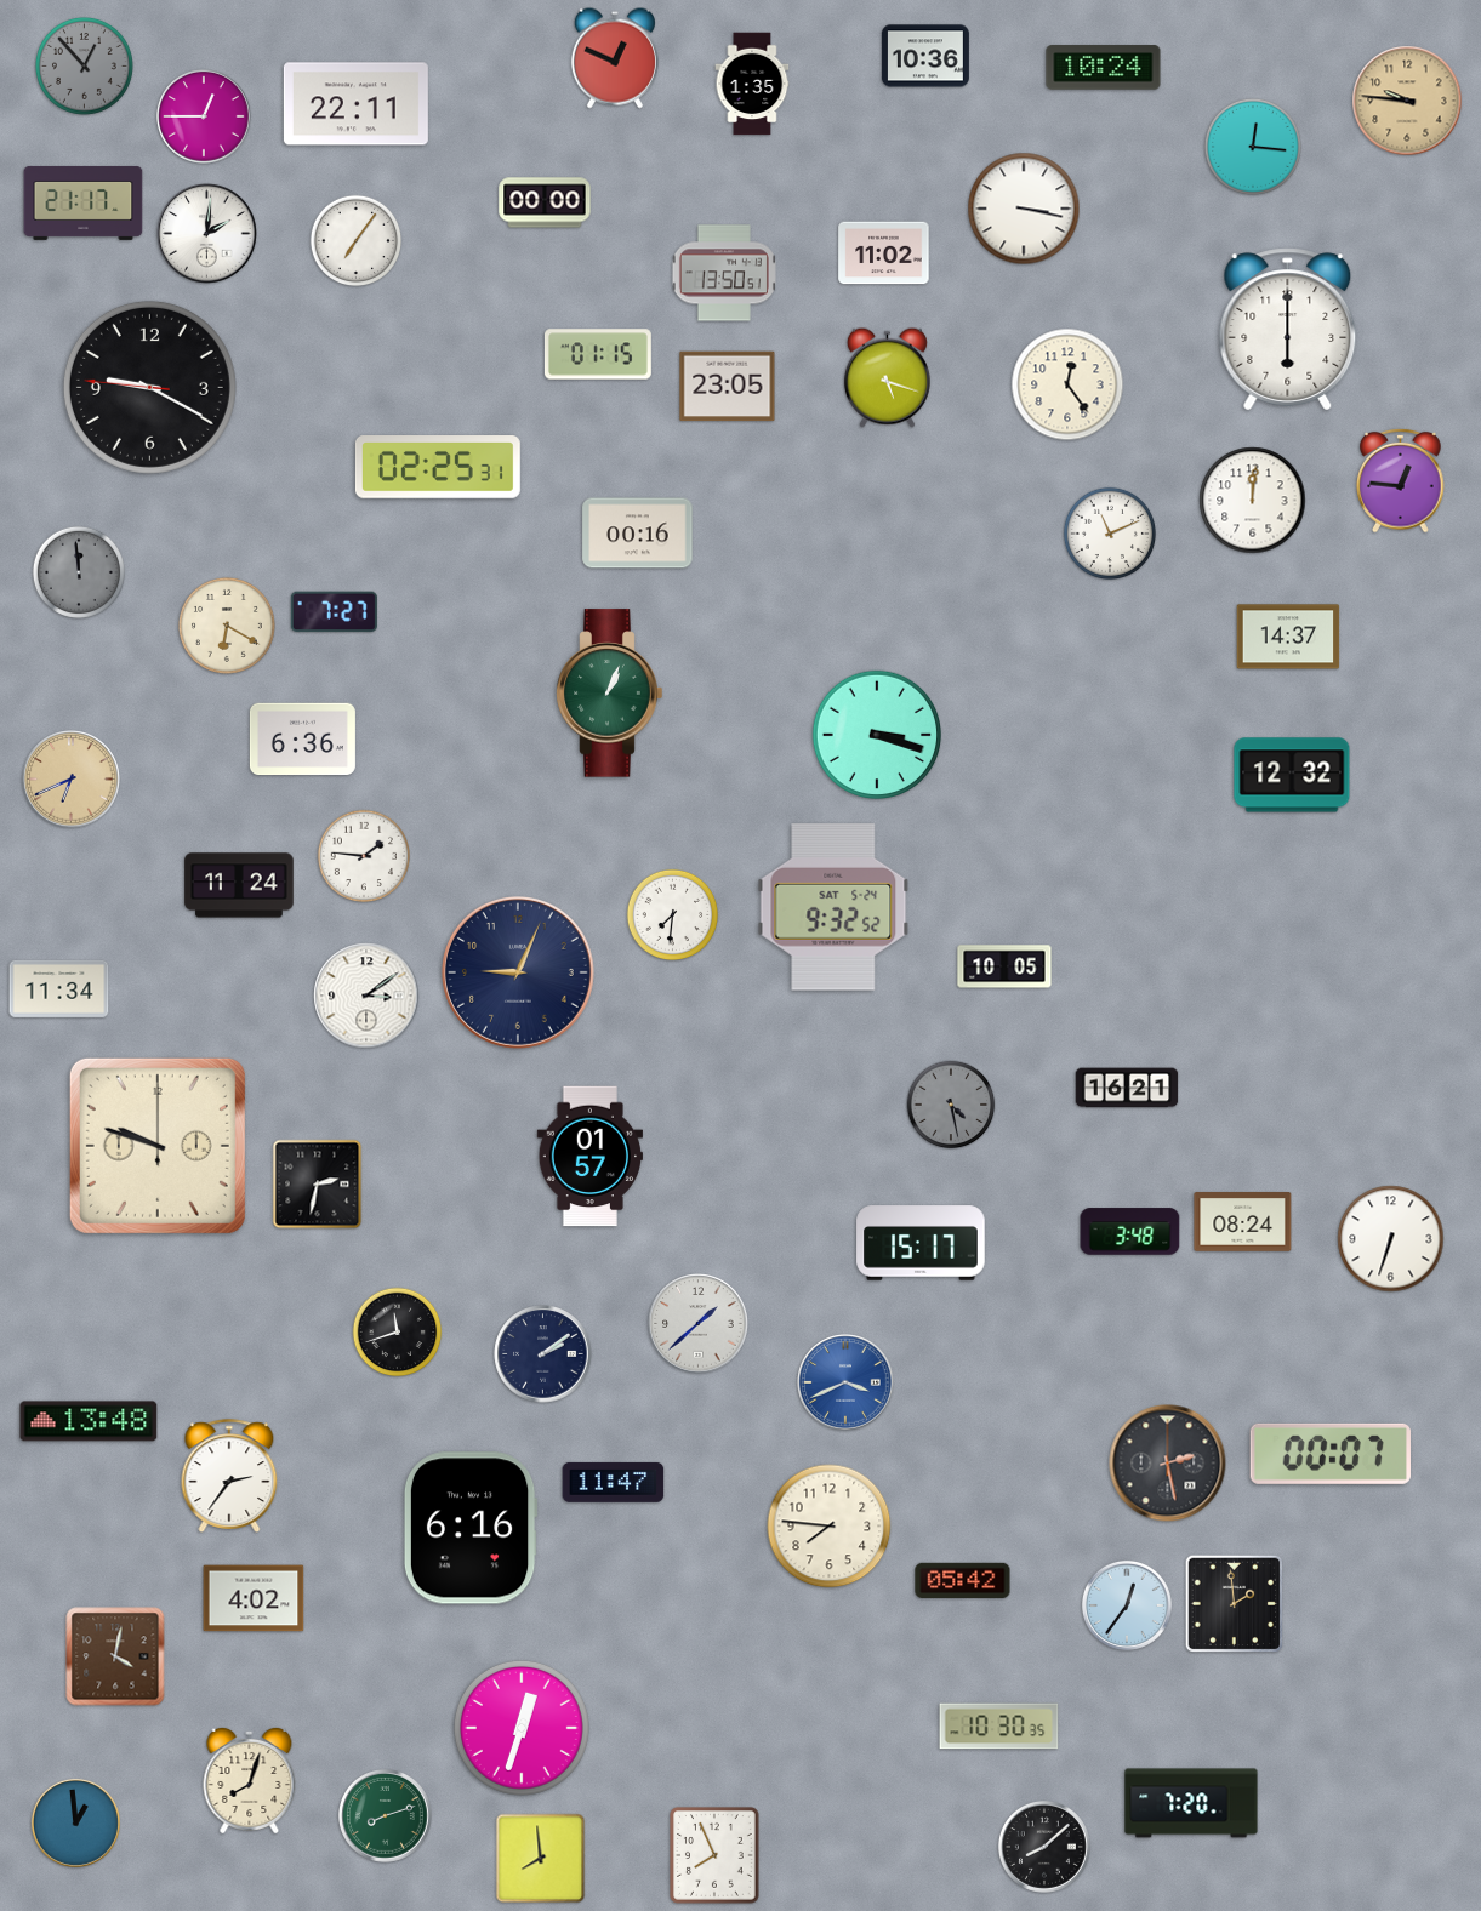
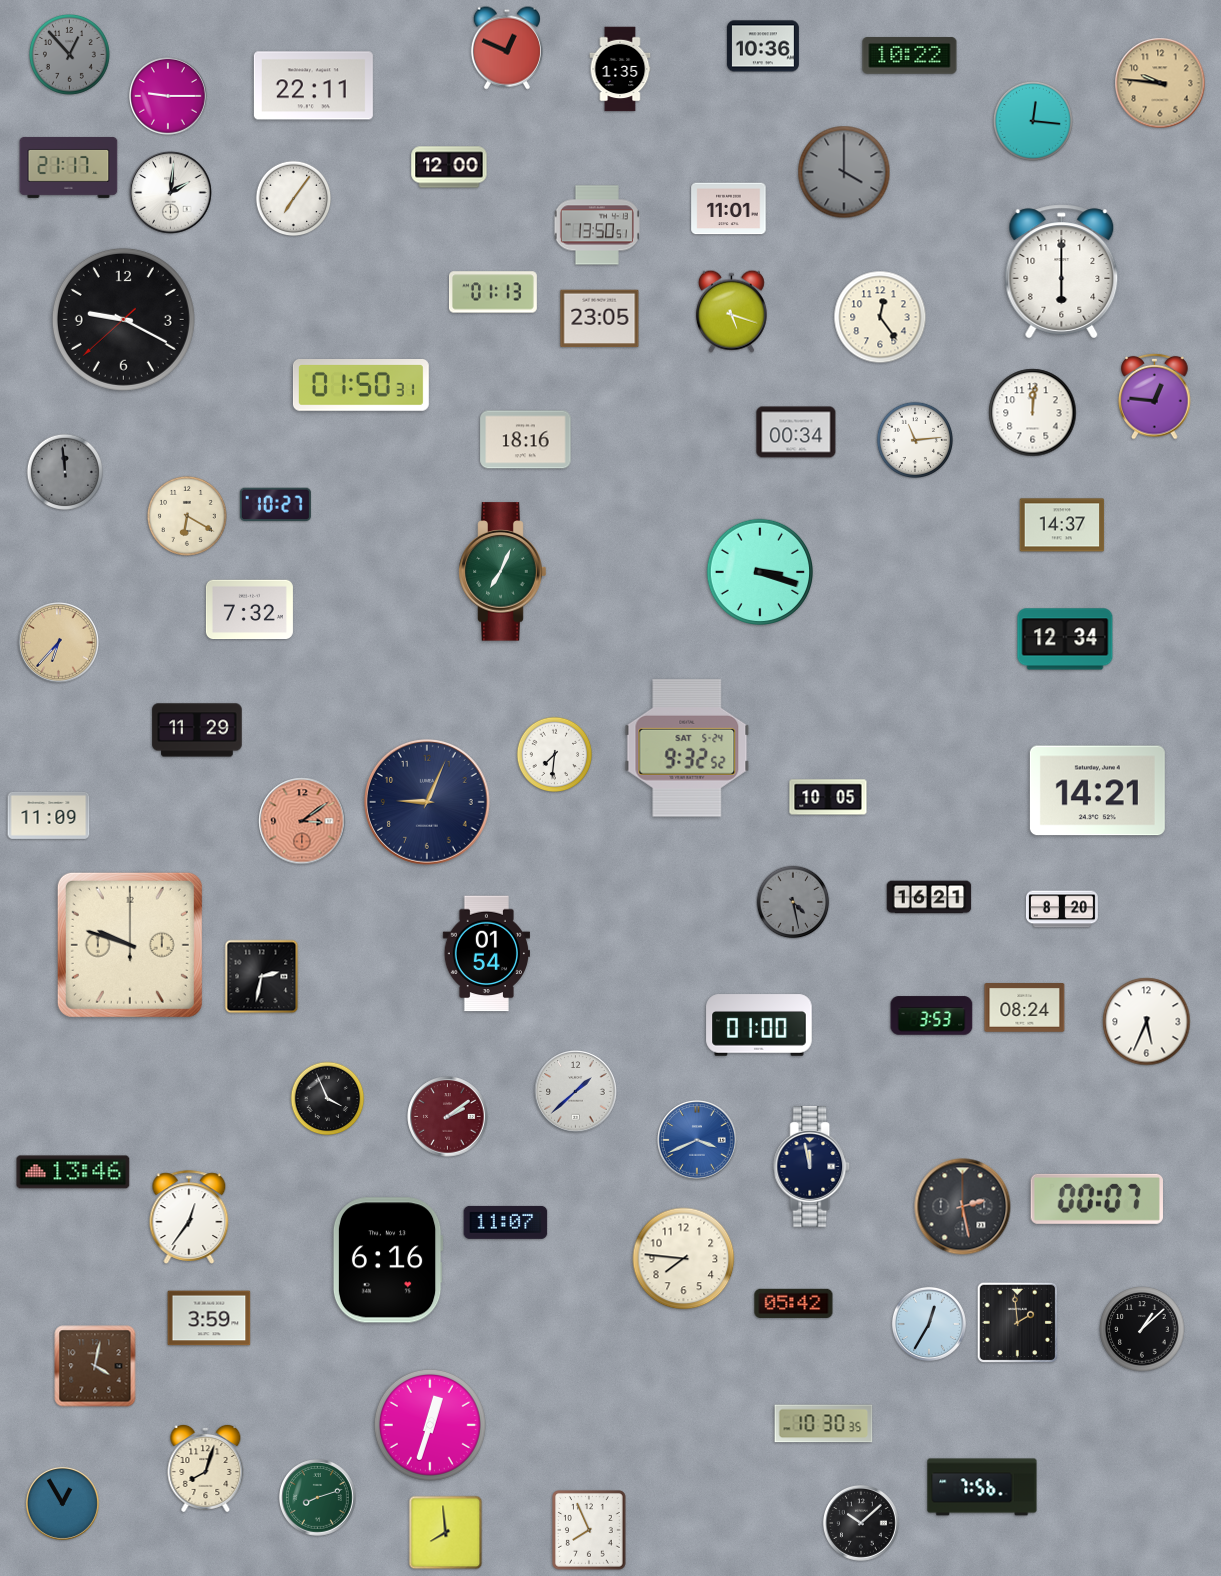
clock at (1104, 68): 10:24 -> 10:22
clock at (355, 104) position: (355, 104) -> (313, 86)
clock at (204, 116): 12:45 -> 9:15
clock at (545, 202): 00:00 -> 12:00
clock at (1024, 209): 3:17 -> 4:00
clock at (1024, 209) dial: white -> grey
clock at (884, 253): 11:02 -> 11:01
clock at (598, 354): 01:15 -> 01:13
clock at (149, 387): 9:19:46 -> 9:19:38
clock at (438, 468): 02:25 -> 01:50
clock at (796, 432): none -> 00:34
clock at (1109, 532): 11:11 -> 11:14
clock at (638, 534): 00:16 -> 18:16
clock at (334, 612): 7:27 -> 10:27
clock at (610, 694): 1:04 -> 7:04
clock at (876, 734) position: (876, 734) -> (759, 571)
clock at (302, 740): 6:36 -> 7:32
clock at (1292, 775): 12:32 -> 12:34
clock at (72, 780): 6:41 -> 6:37
clock at (363, 855): 1:46 -> none
clock at (239, 885): 11:24 -> 11:29
clock at (1097, 791): none -> 14:21
clock at (59, 988): 11:34 -> 11:09
clock at (366, 996) dial: white -> salmon
clock at (1062, 909): none -> 8:20
clock at (951, 1105) position: (951, 1105) -> (793, 902)
clock at (589, 1157): 01:57 -> 01:54
clock at (1130, 1232): 3:48 -> 3:53
clock at (1391, 1239): 6:33 -> 5:34
clock at (921, 1243): 15:17 -> 01:00
clock at (398, 1333): 11:42 -> 3:56
clock at (543, 1354) dial: navy -> burgundy
clock at (812, 1167): none -> 11:58
clock at (89, 1421): 13:48 -> 13:46
clock at (229, 1476): 2:36 -> 12:36
clock at (614, 1482): 11:47 -> 11:07
clock at (254, 1598): 4:02 -> 3:59
clock at (1127, 1605): 12:36 -> 12:35
clock at (1142, 1329): none -> 1:08
clock at (1191, 1803): 7:20 -> 7:56
clock at (75, 1822): 12:59 -> 12:55
clock at (1044, 1847): 8:08 -> 10:08
